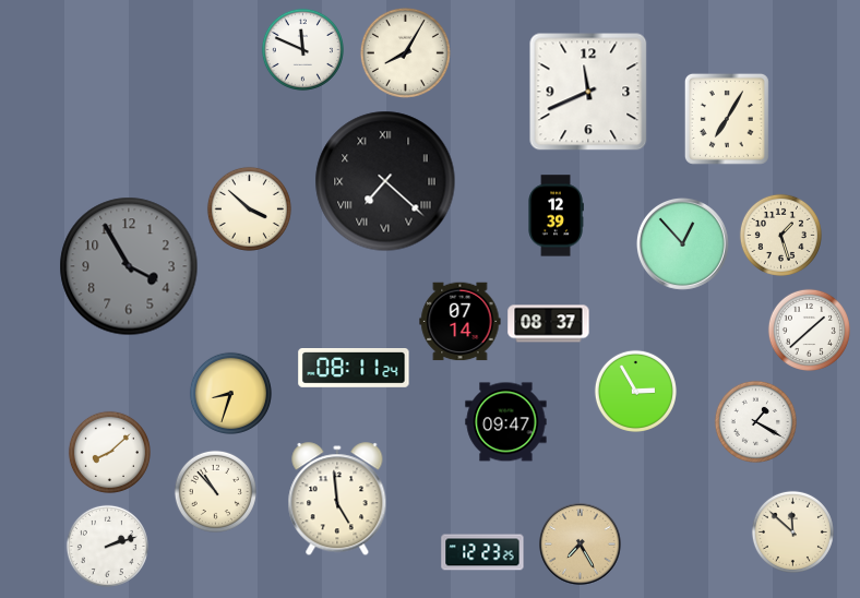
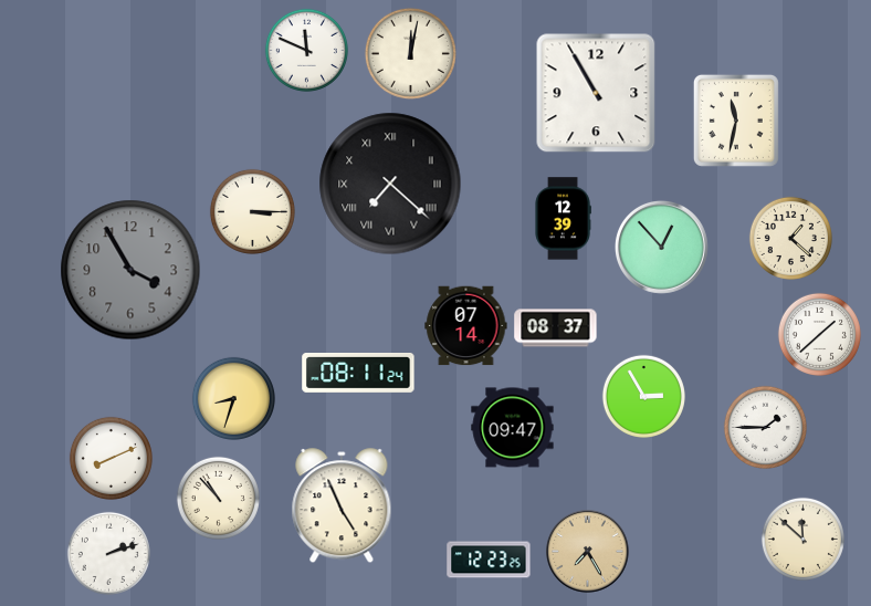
clock at (405, 52): 8:05 -> 12:02
clock at (588, 92): 11:41 -> 10:55
clock at (727, 119): 7:05 -> 11:32
clock at (249, 208): 3:52 -> 3:15
clock at (780, 235): 1:27 -> 1:22
clock at (683, 244) position: (683, 244) -> (662, 248)
clock at (755, 421): 1:20 -> 1:45
clock at (109, 452): 8:08 -> 8:11
clock at (337, 500): 4:59 -> 4:56
